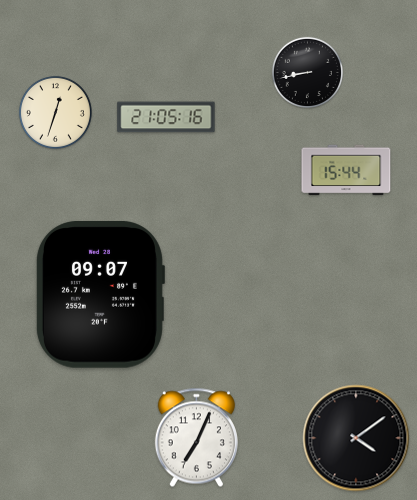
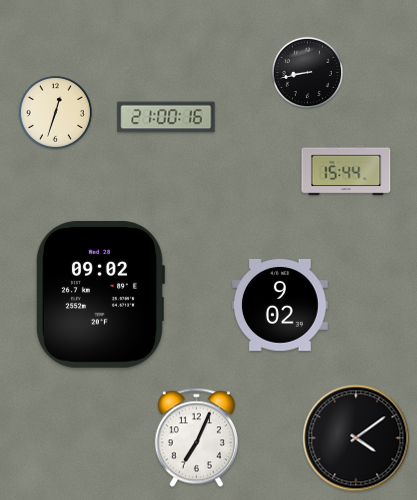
clock at (166, 117): 21:05 -> 21:00
clock at (100, 295): 09:07 -> 09:02
clock at (281, 306): none -> 9:02
